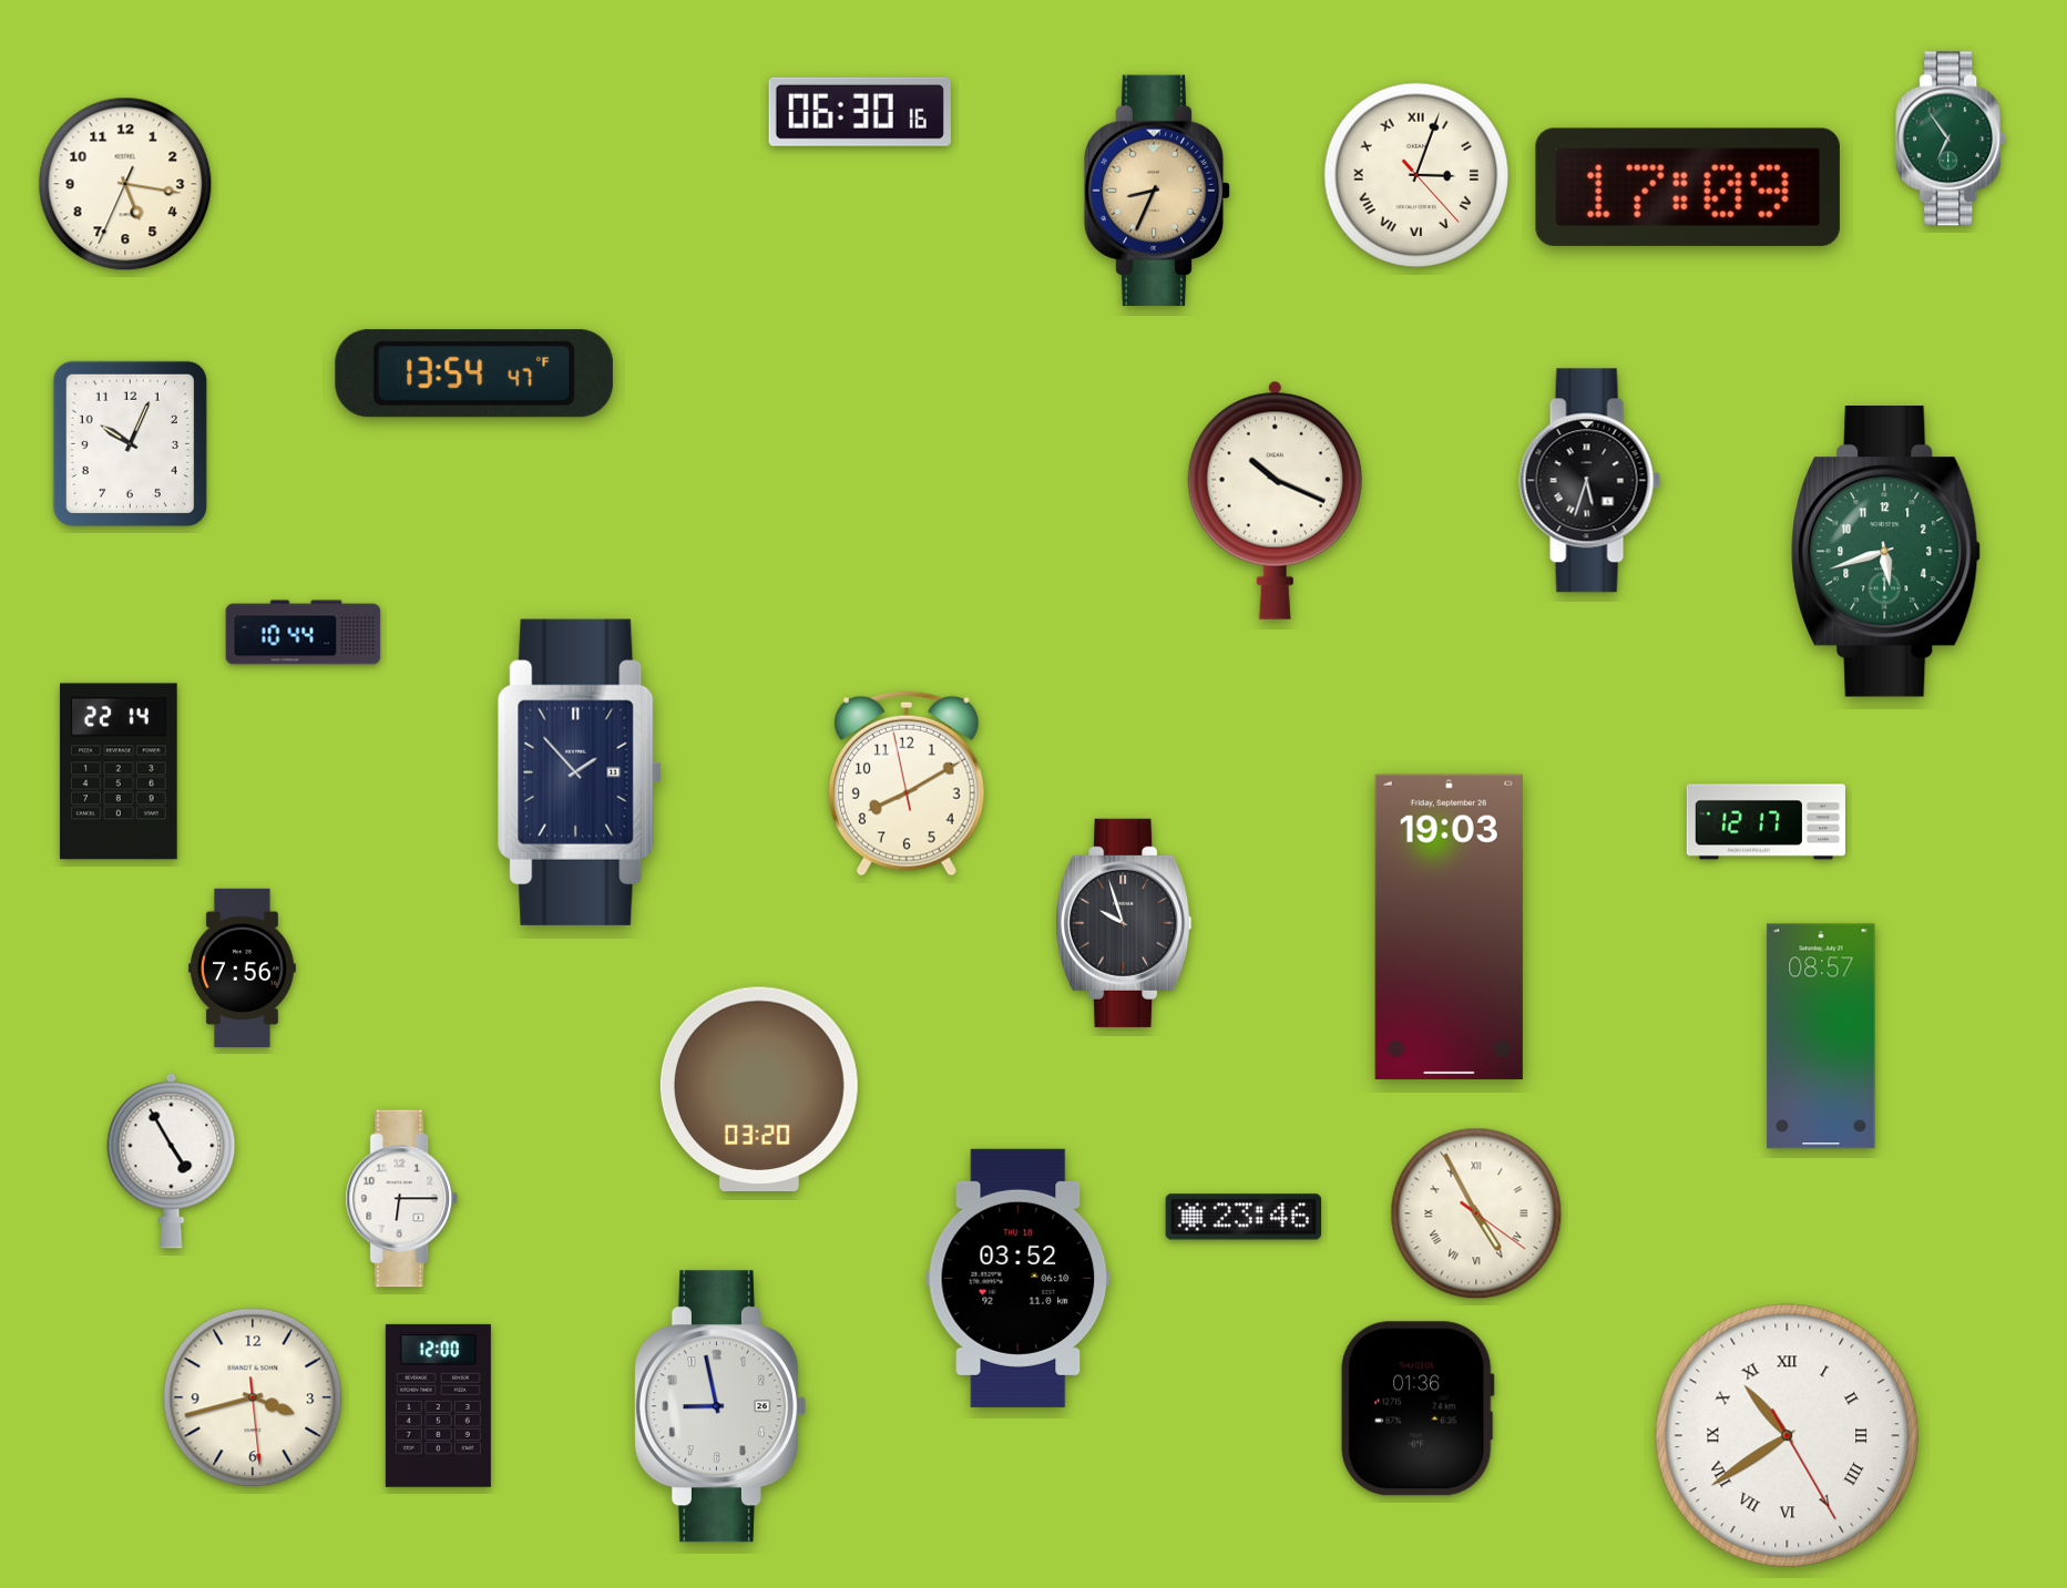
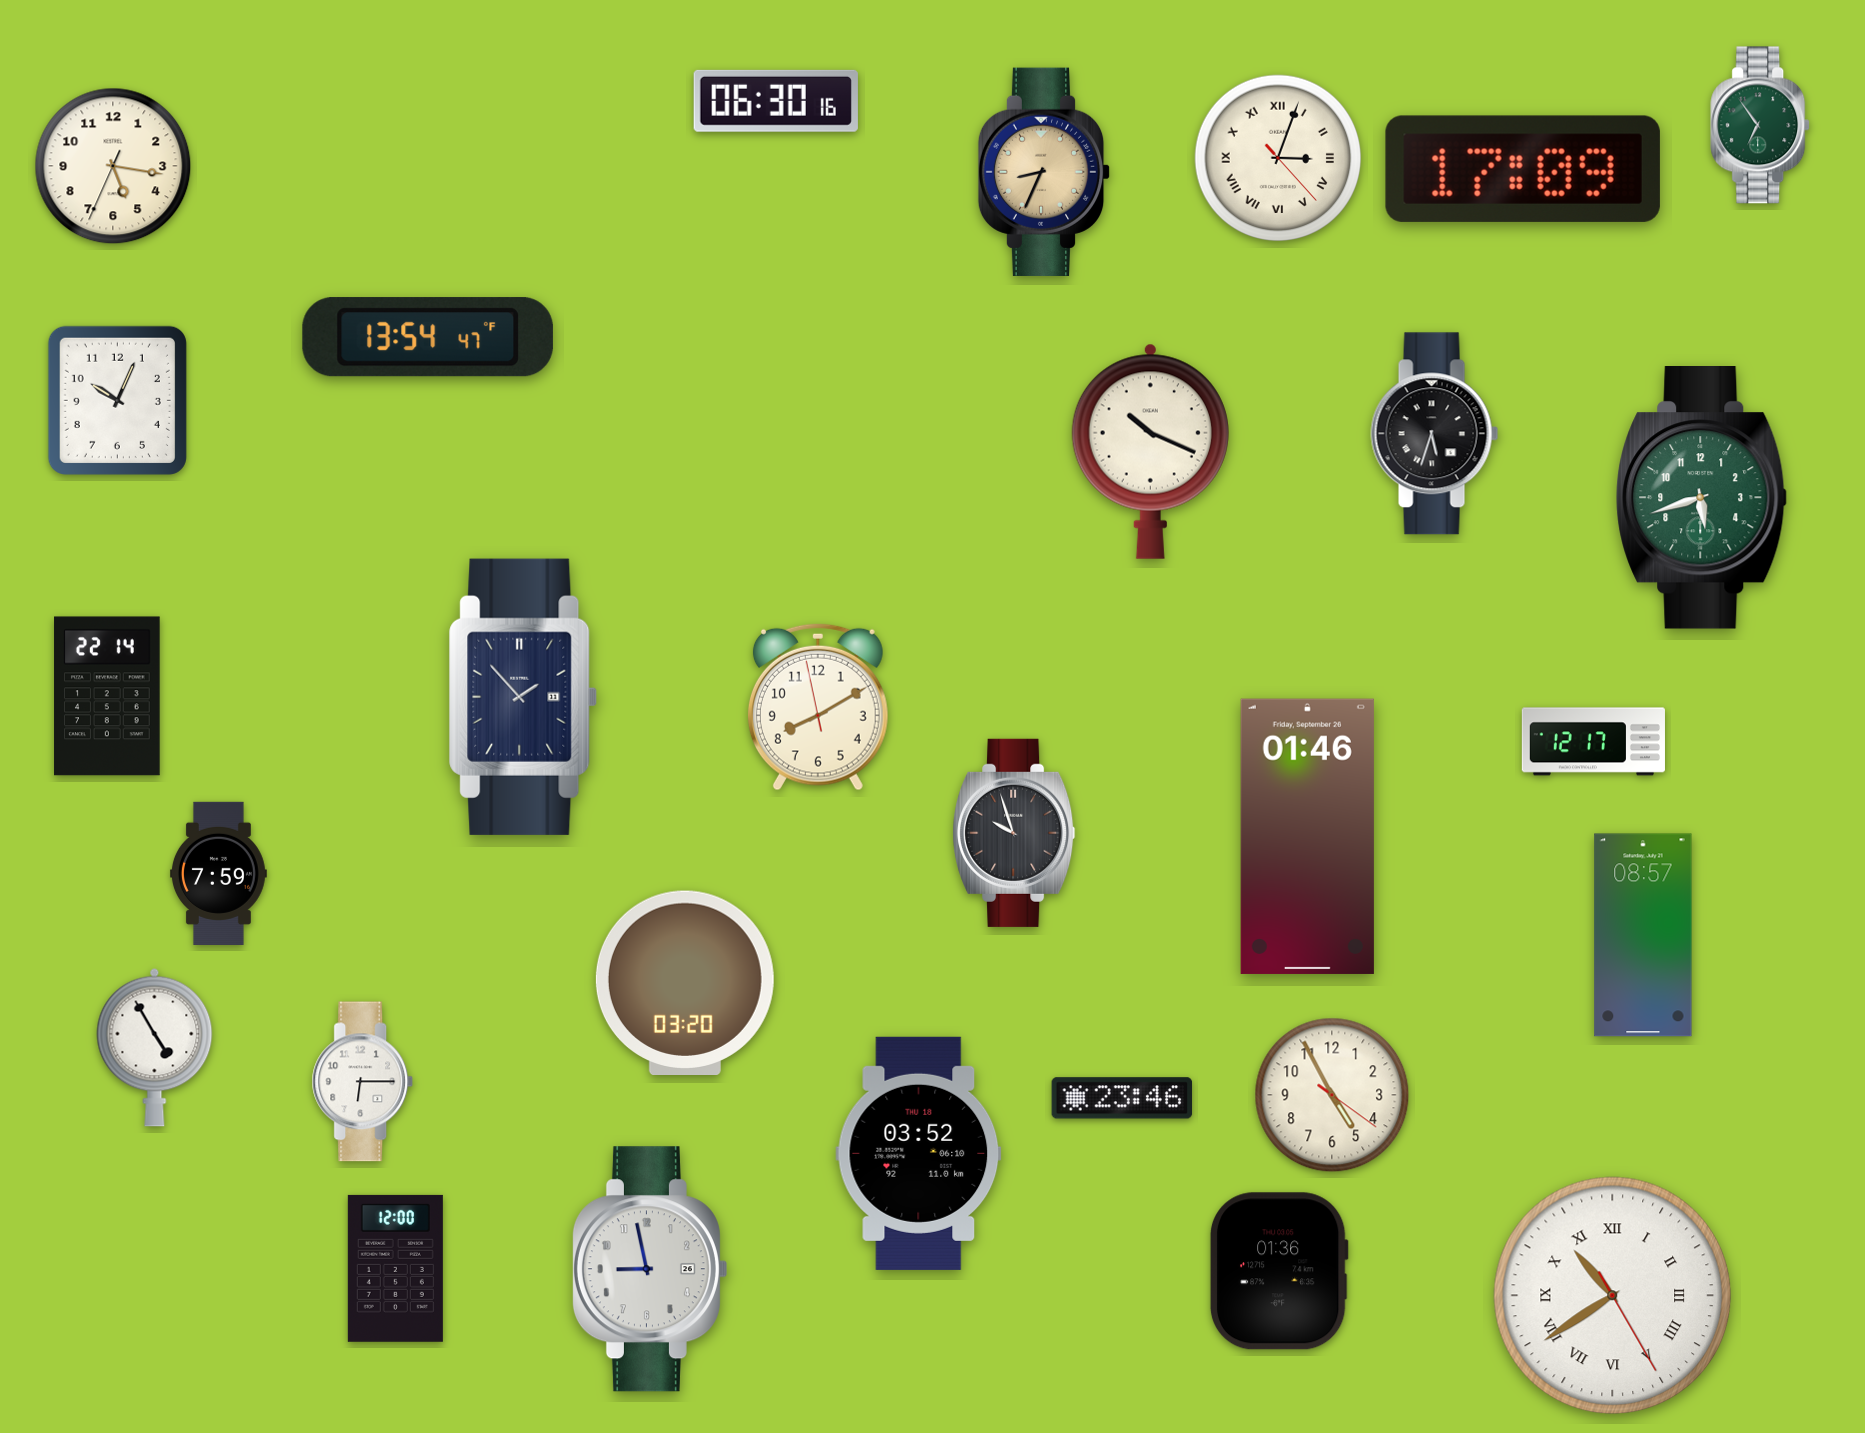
clock at (304, 633): 10:44 -> none
clock at (1449, 926): 19:03 -> 01:46
clock at (242, 967): 7:56 -> 7:59
clock at (1476, 1213) numerals: Roman -> Arabic
clock at (253, 1397): 3:42 -> none
